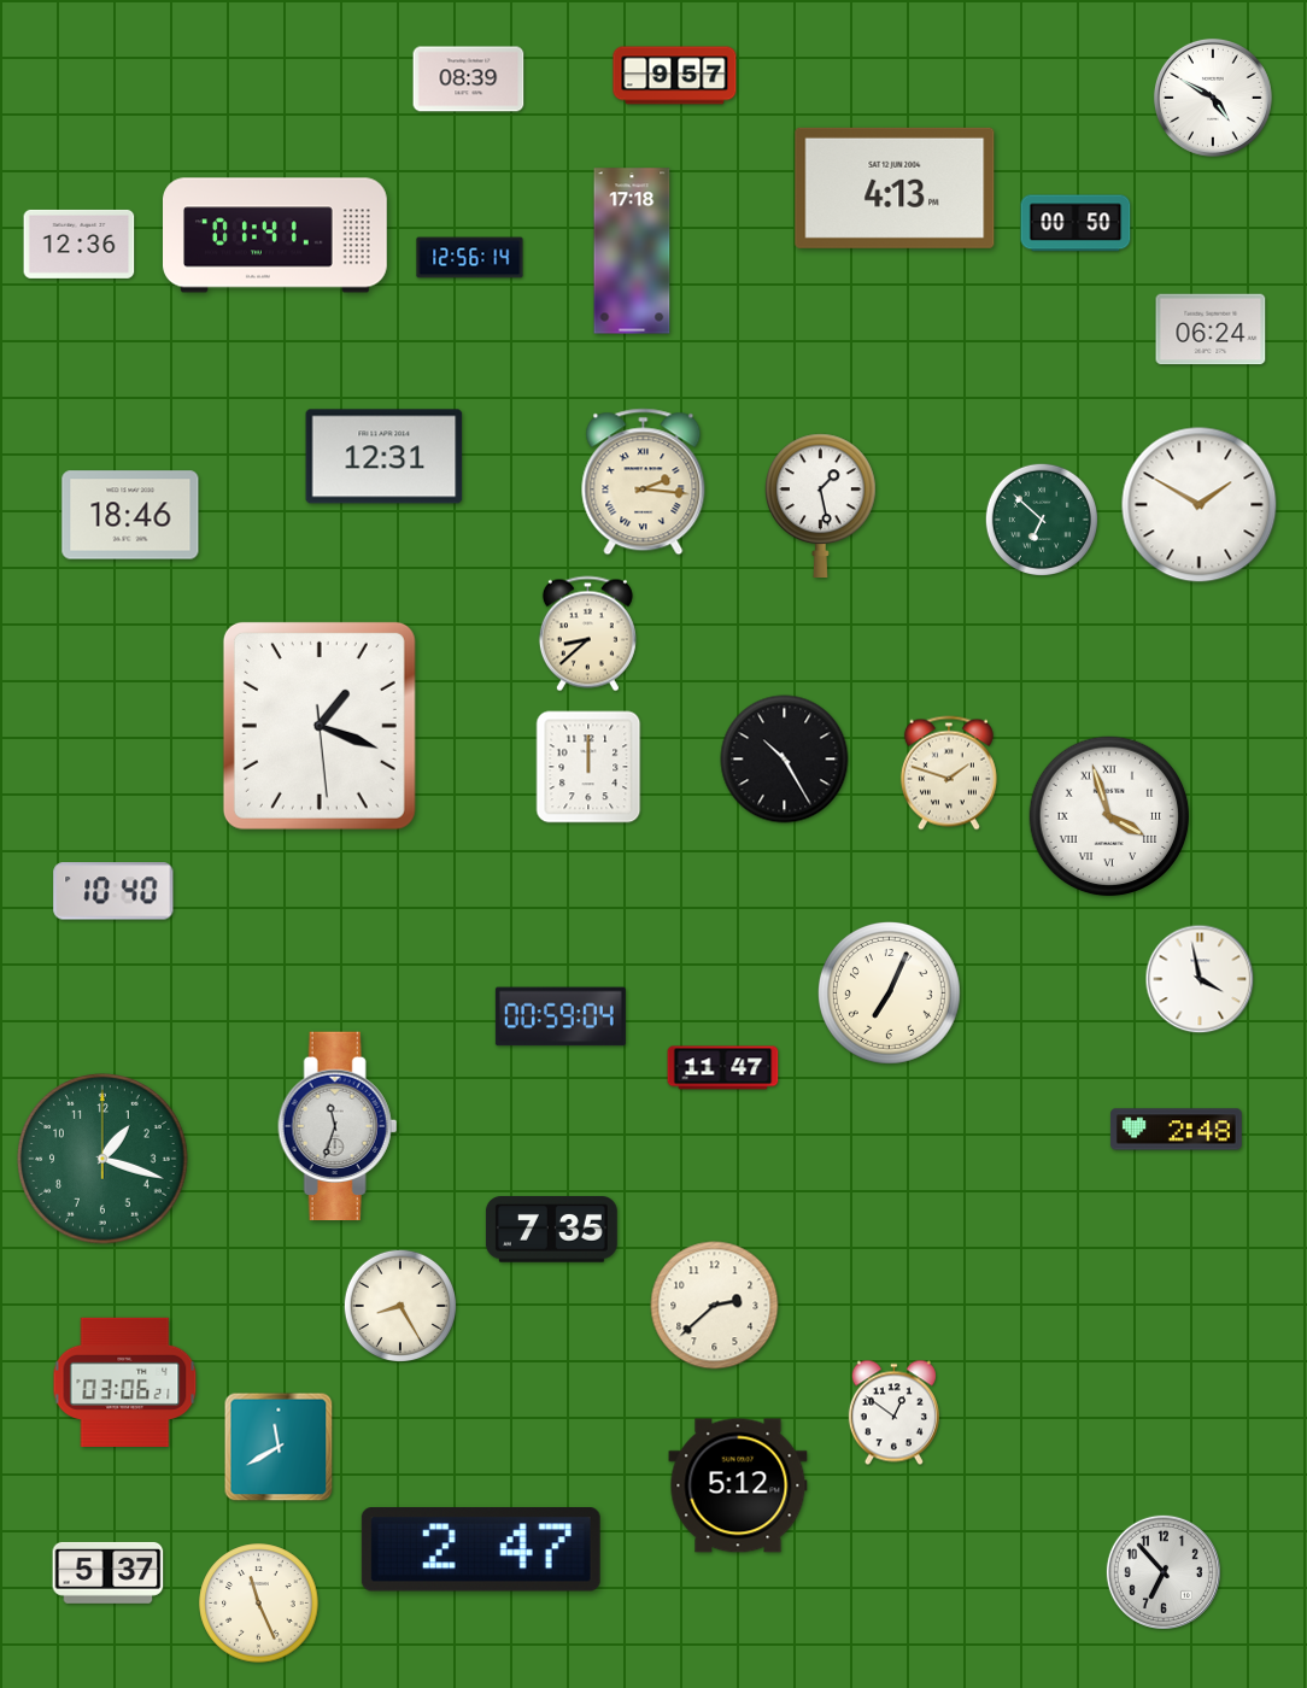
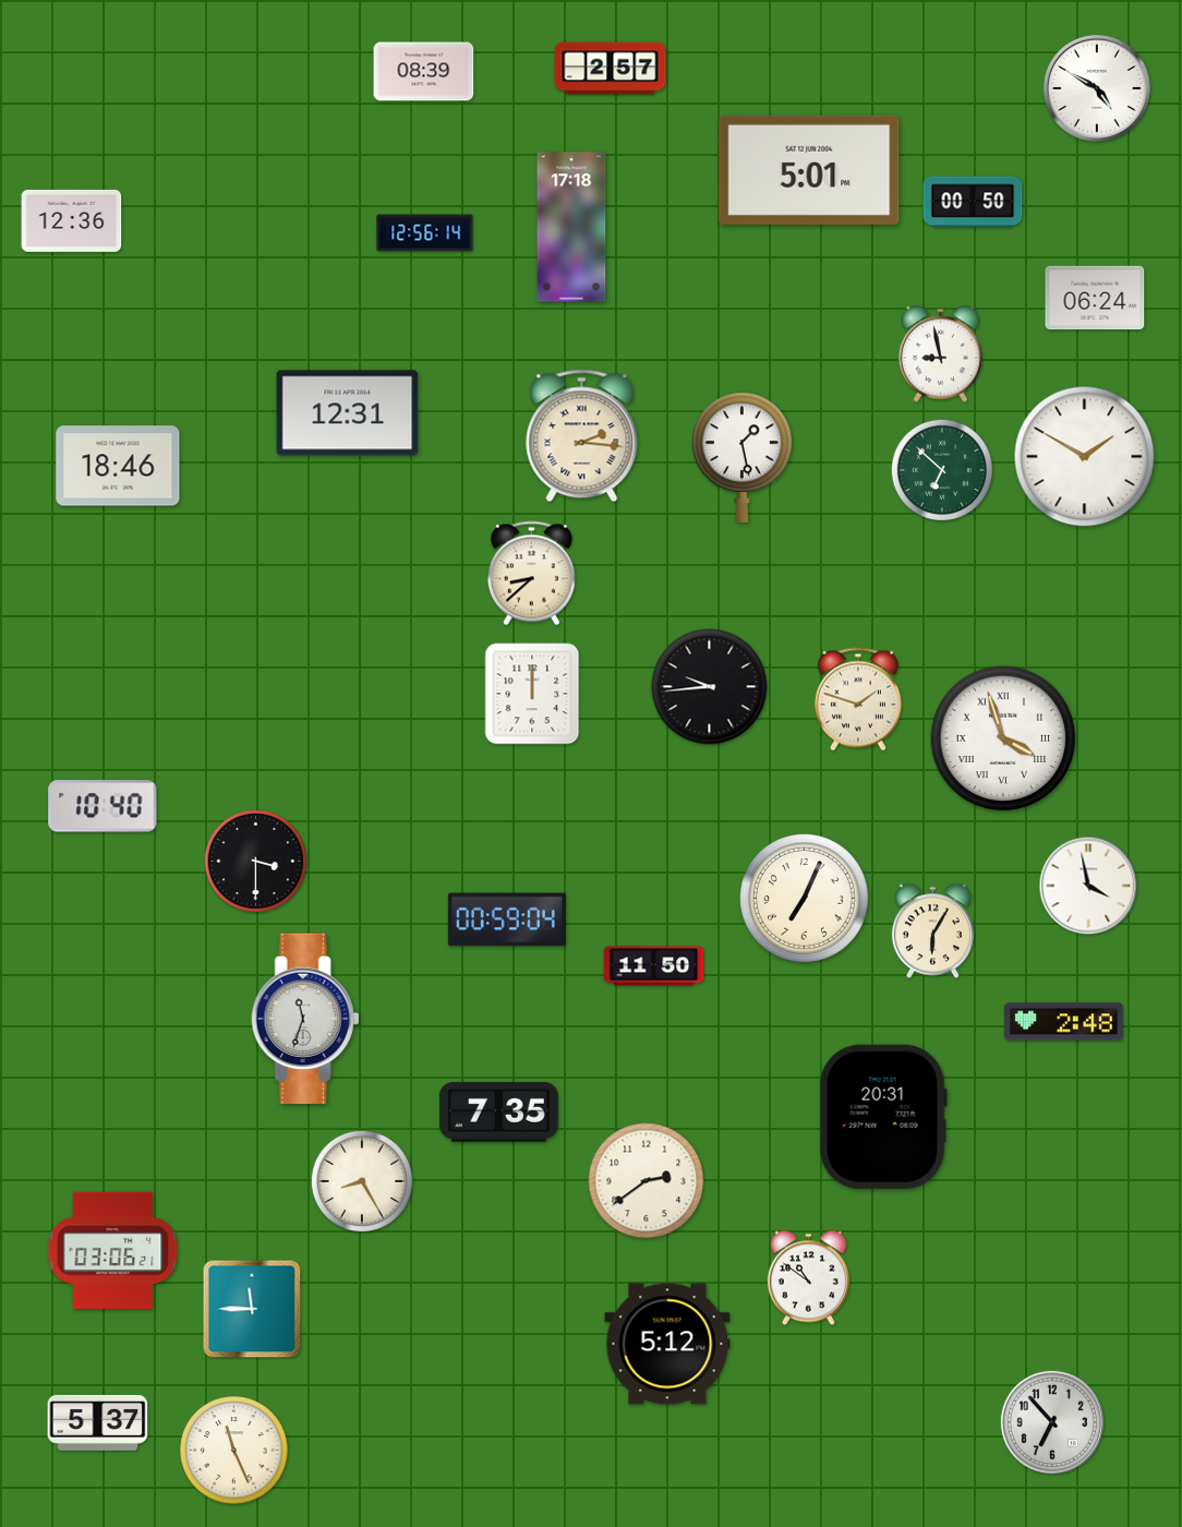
clock at (675, 76): 9:57 -> 2:57
clock at (895, 188): 4:13 -> 5:01
clock at (276, 235): 01:41 -> none
clock at (941, 354): none -> 8:58
clock at (320, 726): 1:18 -> none
clock at (785, 760): 10:25 -> 9:44
clock at (255, 861): none -> 3:30
clock at (1200, 979) position: (1200, 979) -> (1088, 886)
clock at (932, 931): none -> 6:05
clock at (723, 1068): 11:47 -> 11:50
clock at (102, 1159): 1:18 -> none
clock at (883, 1117): none -> 20:31
clock at (715, 1306): 2:38 -> 2:39
clock at (893, 1413): 12:51 -> 10:51
clock at (279, 1447): 11:40 -> 11:45
clock at (481, 1551): 2:47 -> none
